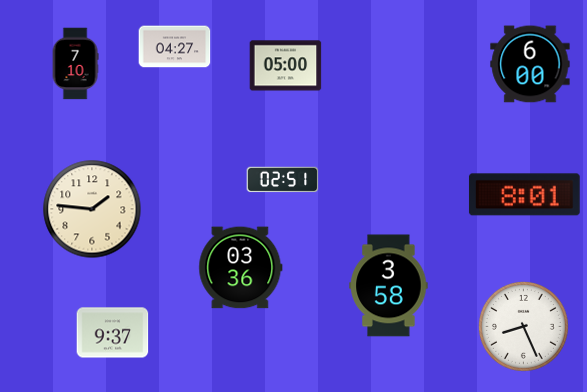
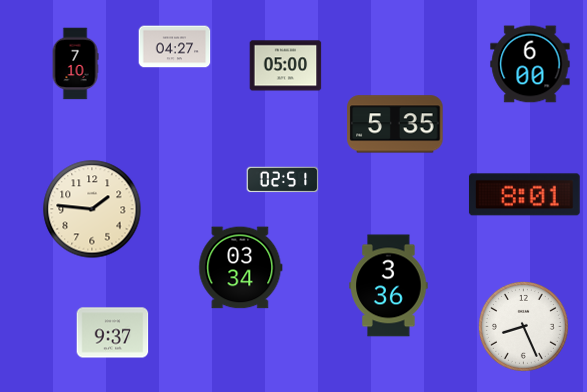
clock at (395, 124): none -> 5:35
clock at (241, 268): 03:36 -> 03:34
clock at (389, 286): 3:58 -> 3:36
